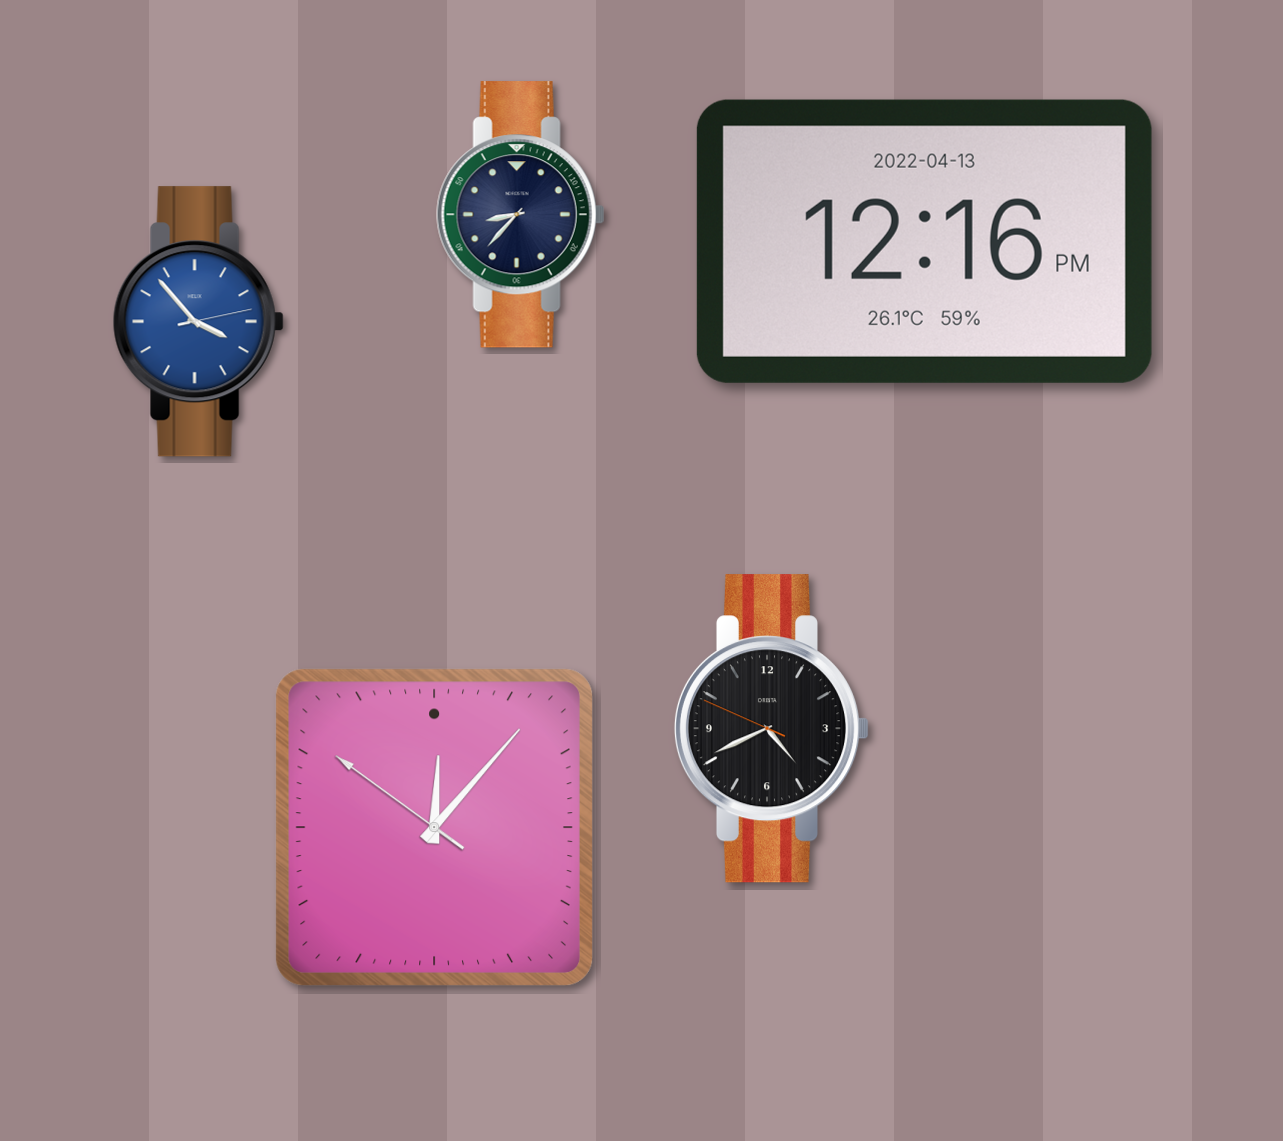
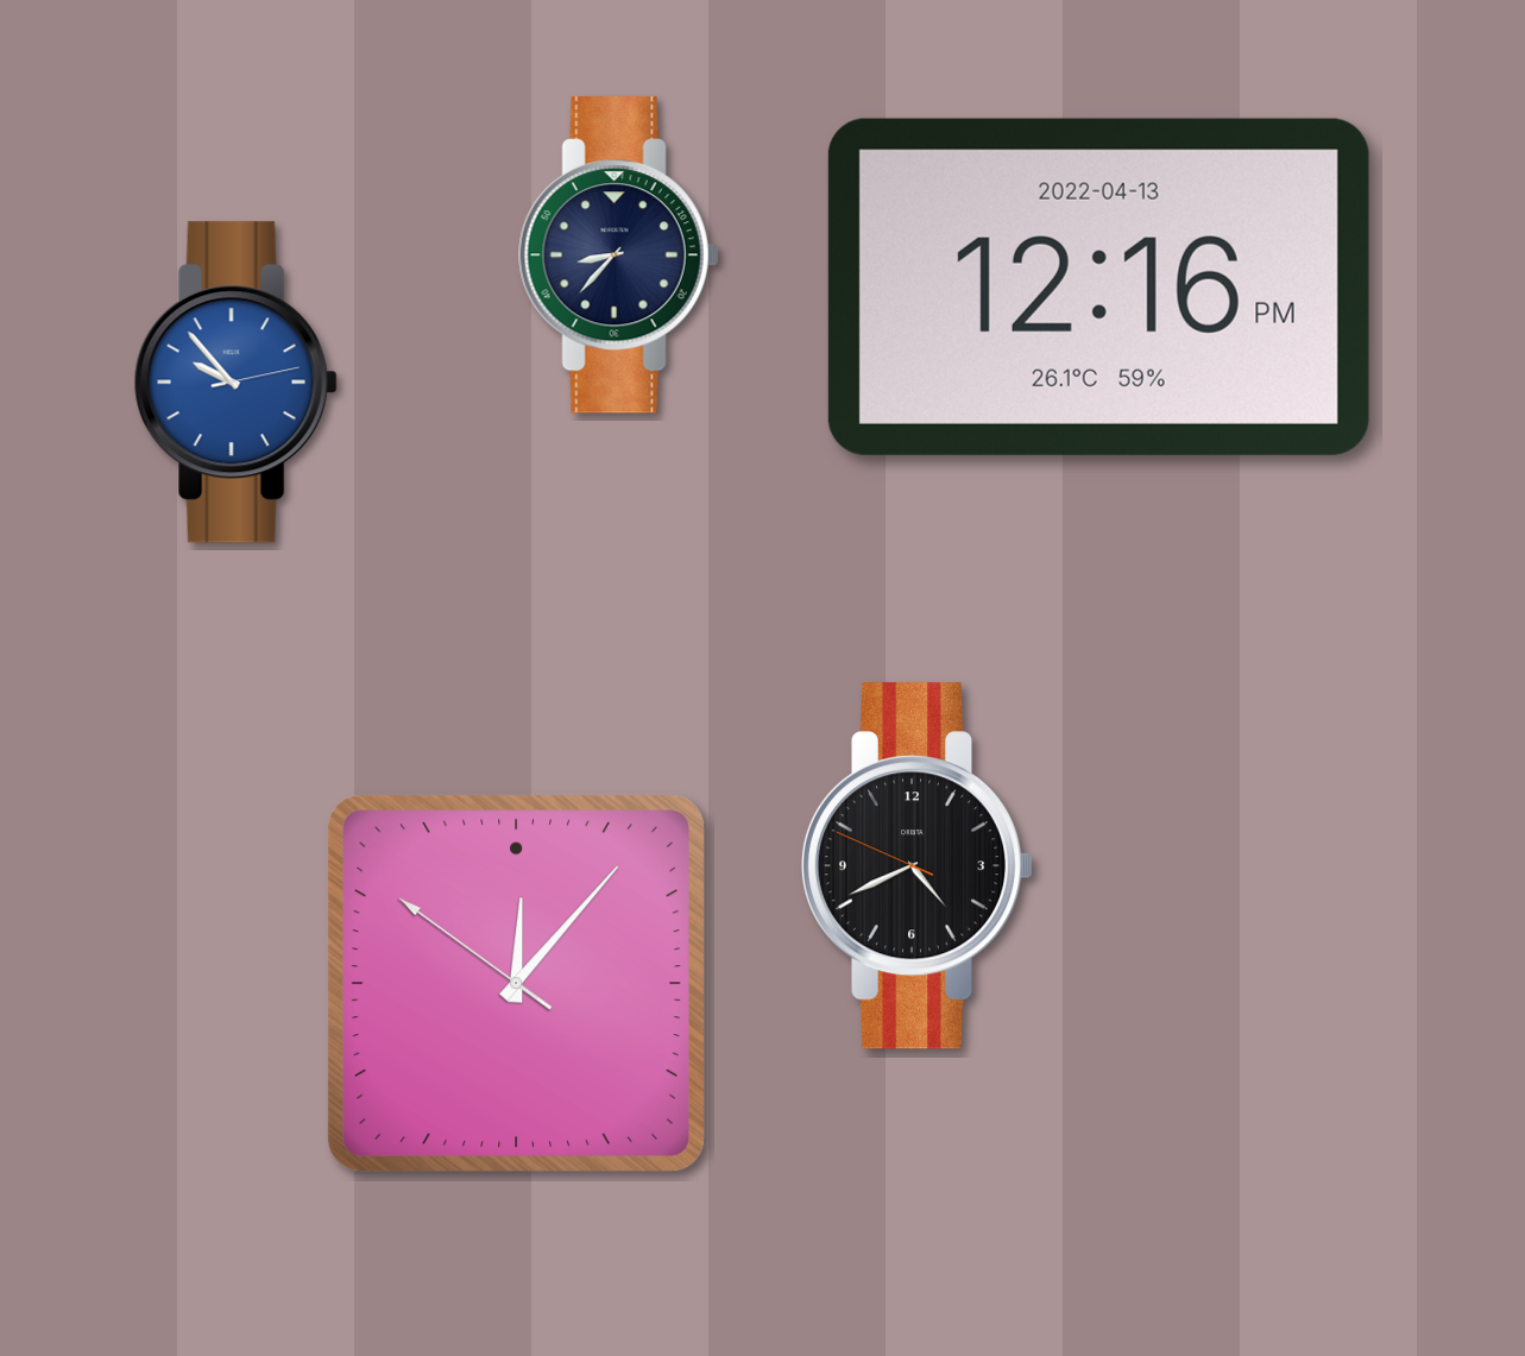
clock at (198, 322): 3:53 -> 9:53
